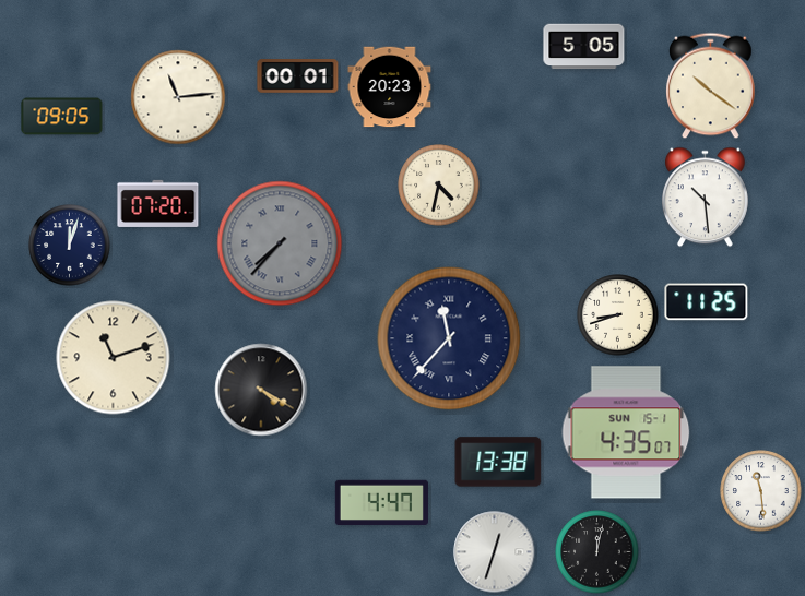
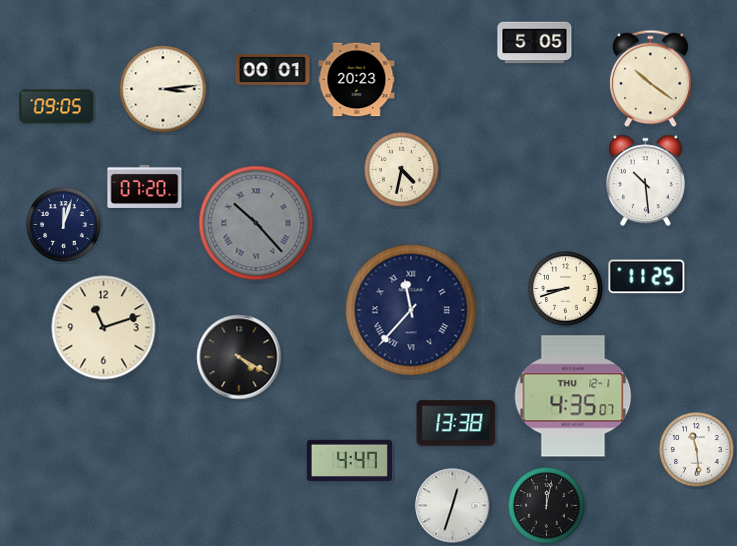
clock at (178, 97): 11:14 -> 3:14
clock at (280, 243): 7:37 -> 10:23
clock at (626, 432) date: SUN 15-1 -> THU 12-1
